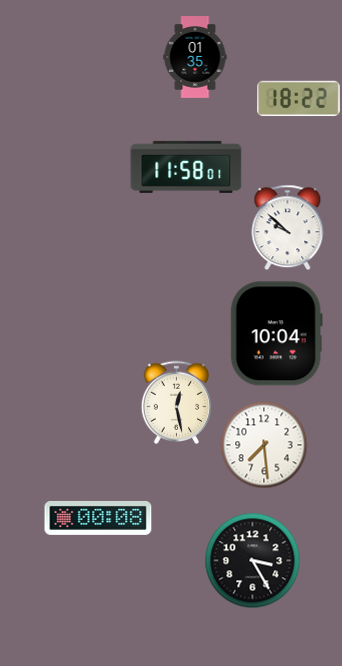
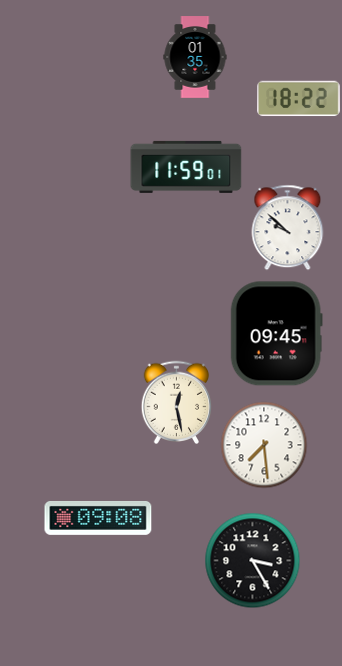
clock at (186, 167): 11:58 -> 11:59
clock at (276, 334): 10:04 -> 09:45
clock at (98, 518): 00:08 -> 09:08
